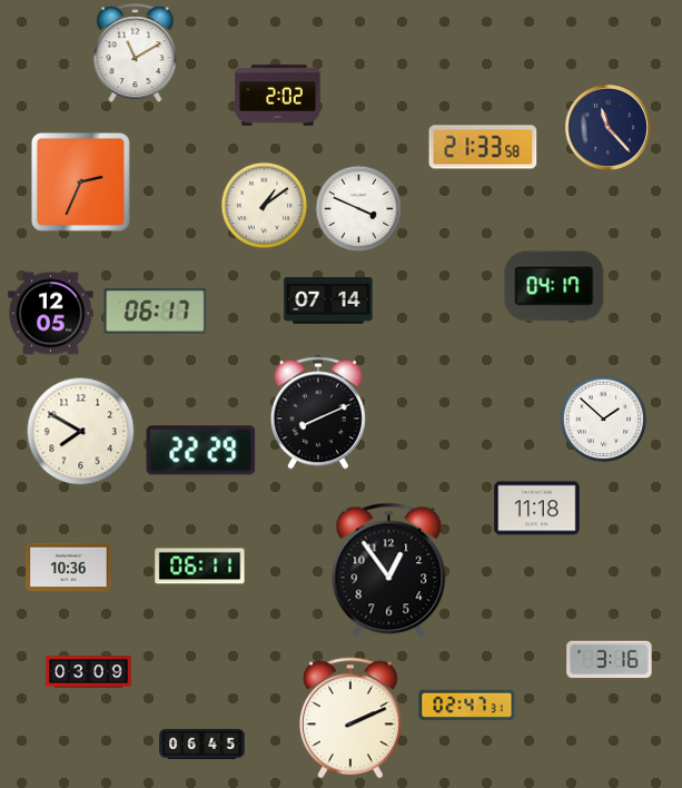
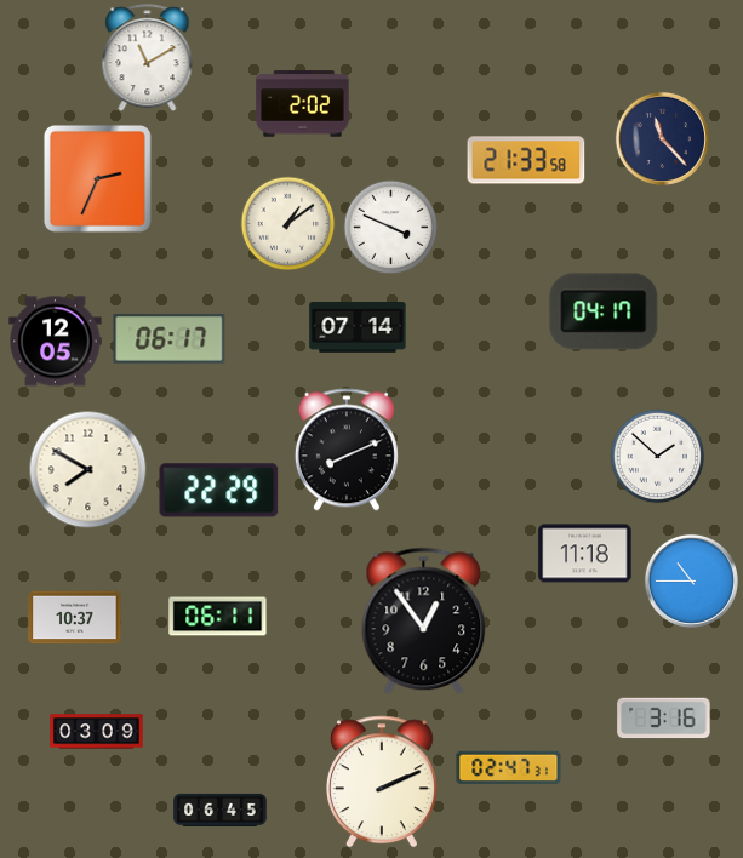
clock at (80, 181) position: (80, 181) -> (97, 178)
clock at (691, 580): none -> 10:45
clock at (69, 568): 10:36 -> 10:37
